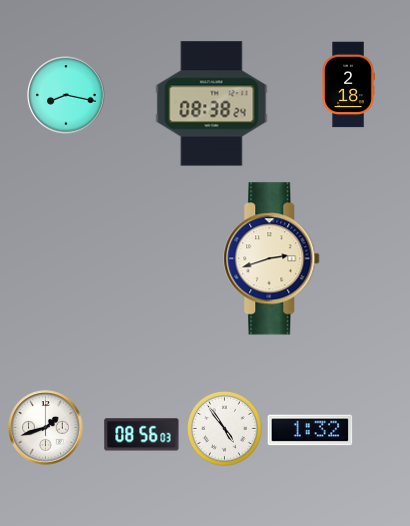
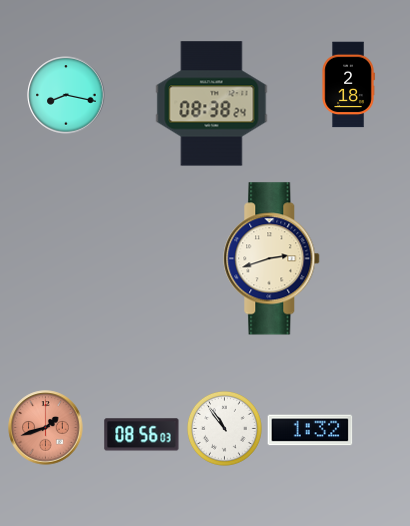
clock at (46, 428) dial: white -> salmon
clock at (224, 428): 4:54 -> 10:54
